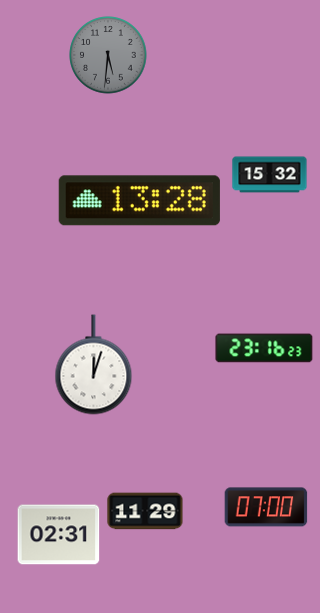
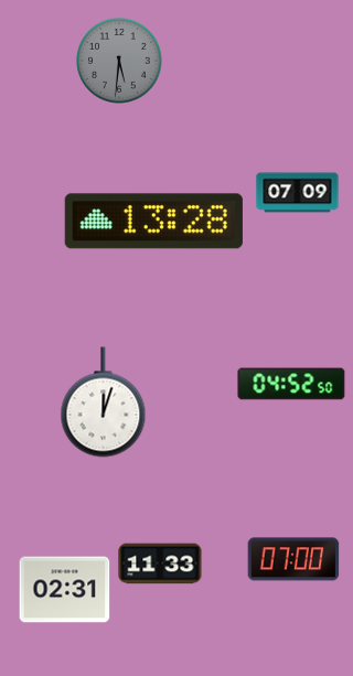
clock at (270, 175): 15:32 -> 07:09
clock at (264, 348): 23:16 -> 04:52
clock at (145, 511): 11:29 -> 11:33
